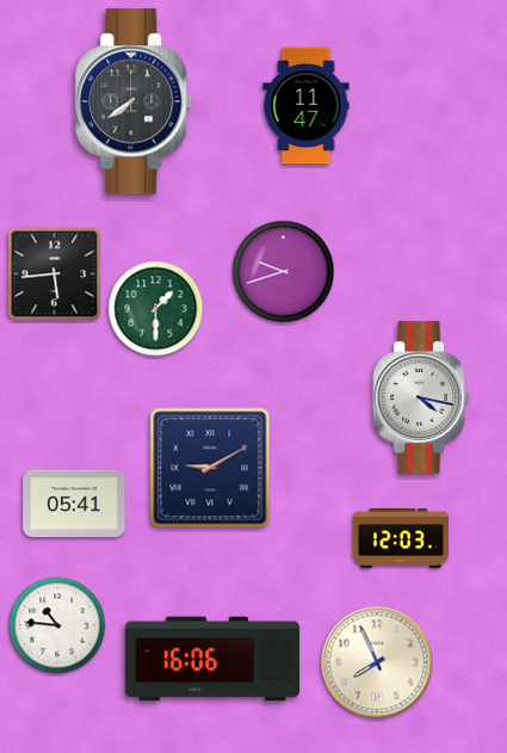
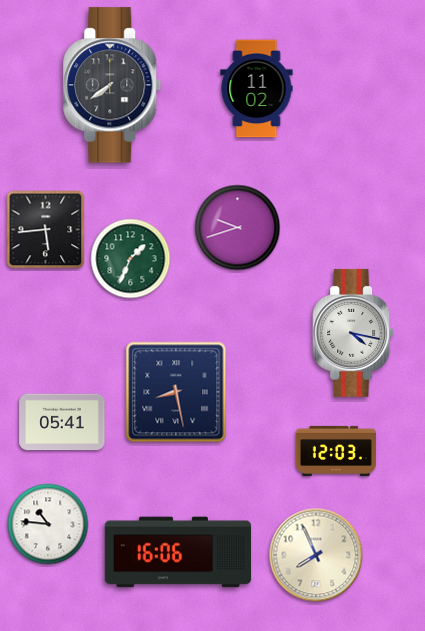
clock at (307, 106): 11:47 -> 11:02
clock at (156, 309): 1:30 -> 1:34
clock at (210, 468): 9:10 -> 8:28
